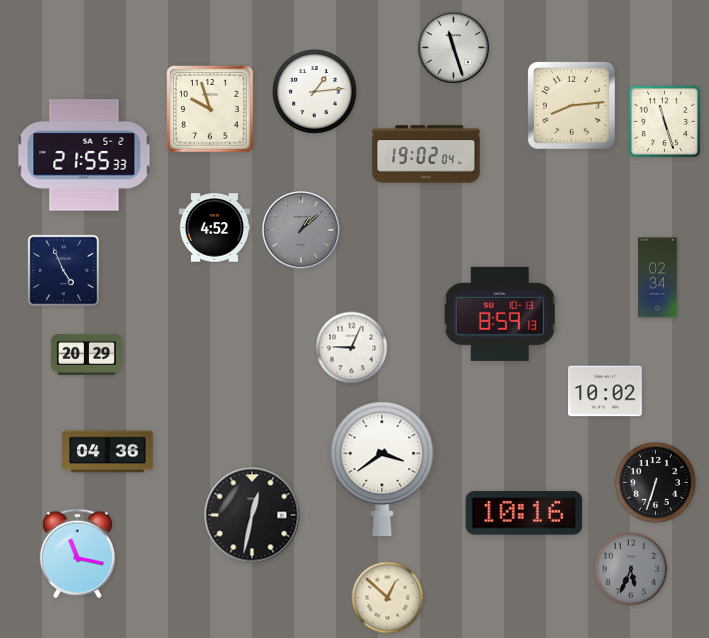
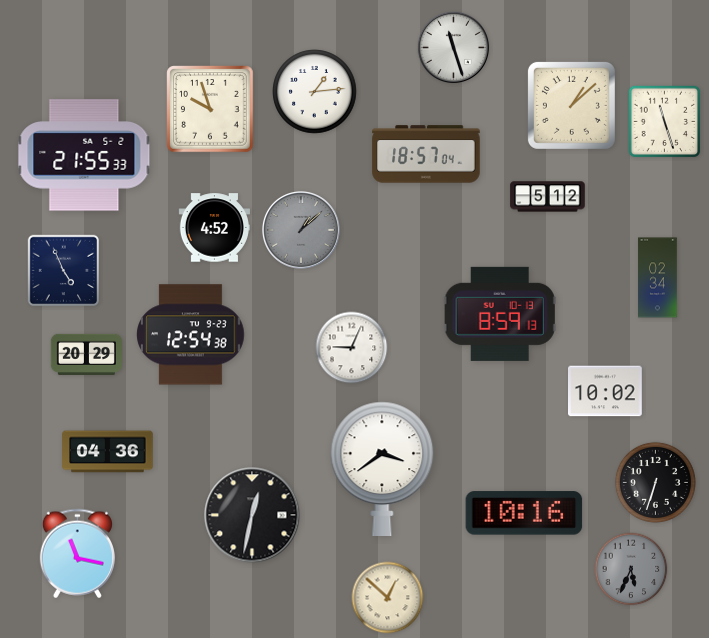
clock at (571, 105): 8:14 -> 1:08
clock at (426, 154): 19:02 -> 18:57
clock at (548, 197): none -> 5:12
clock at (191, 335): none -> 12:54
